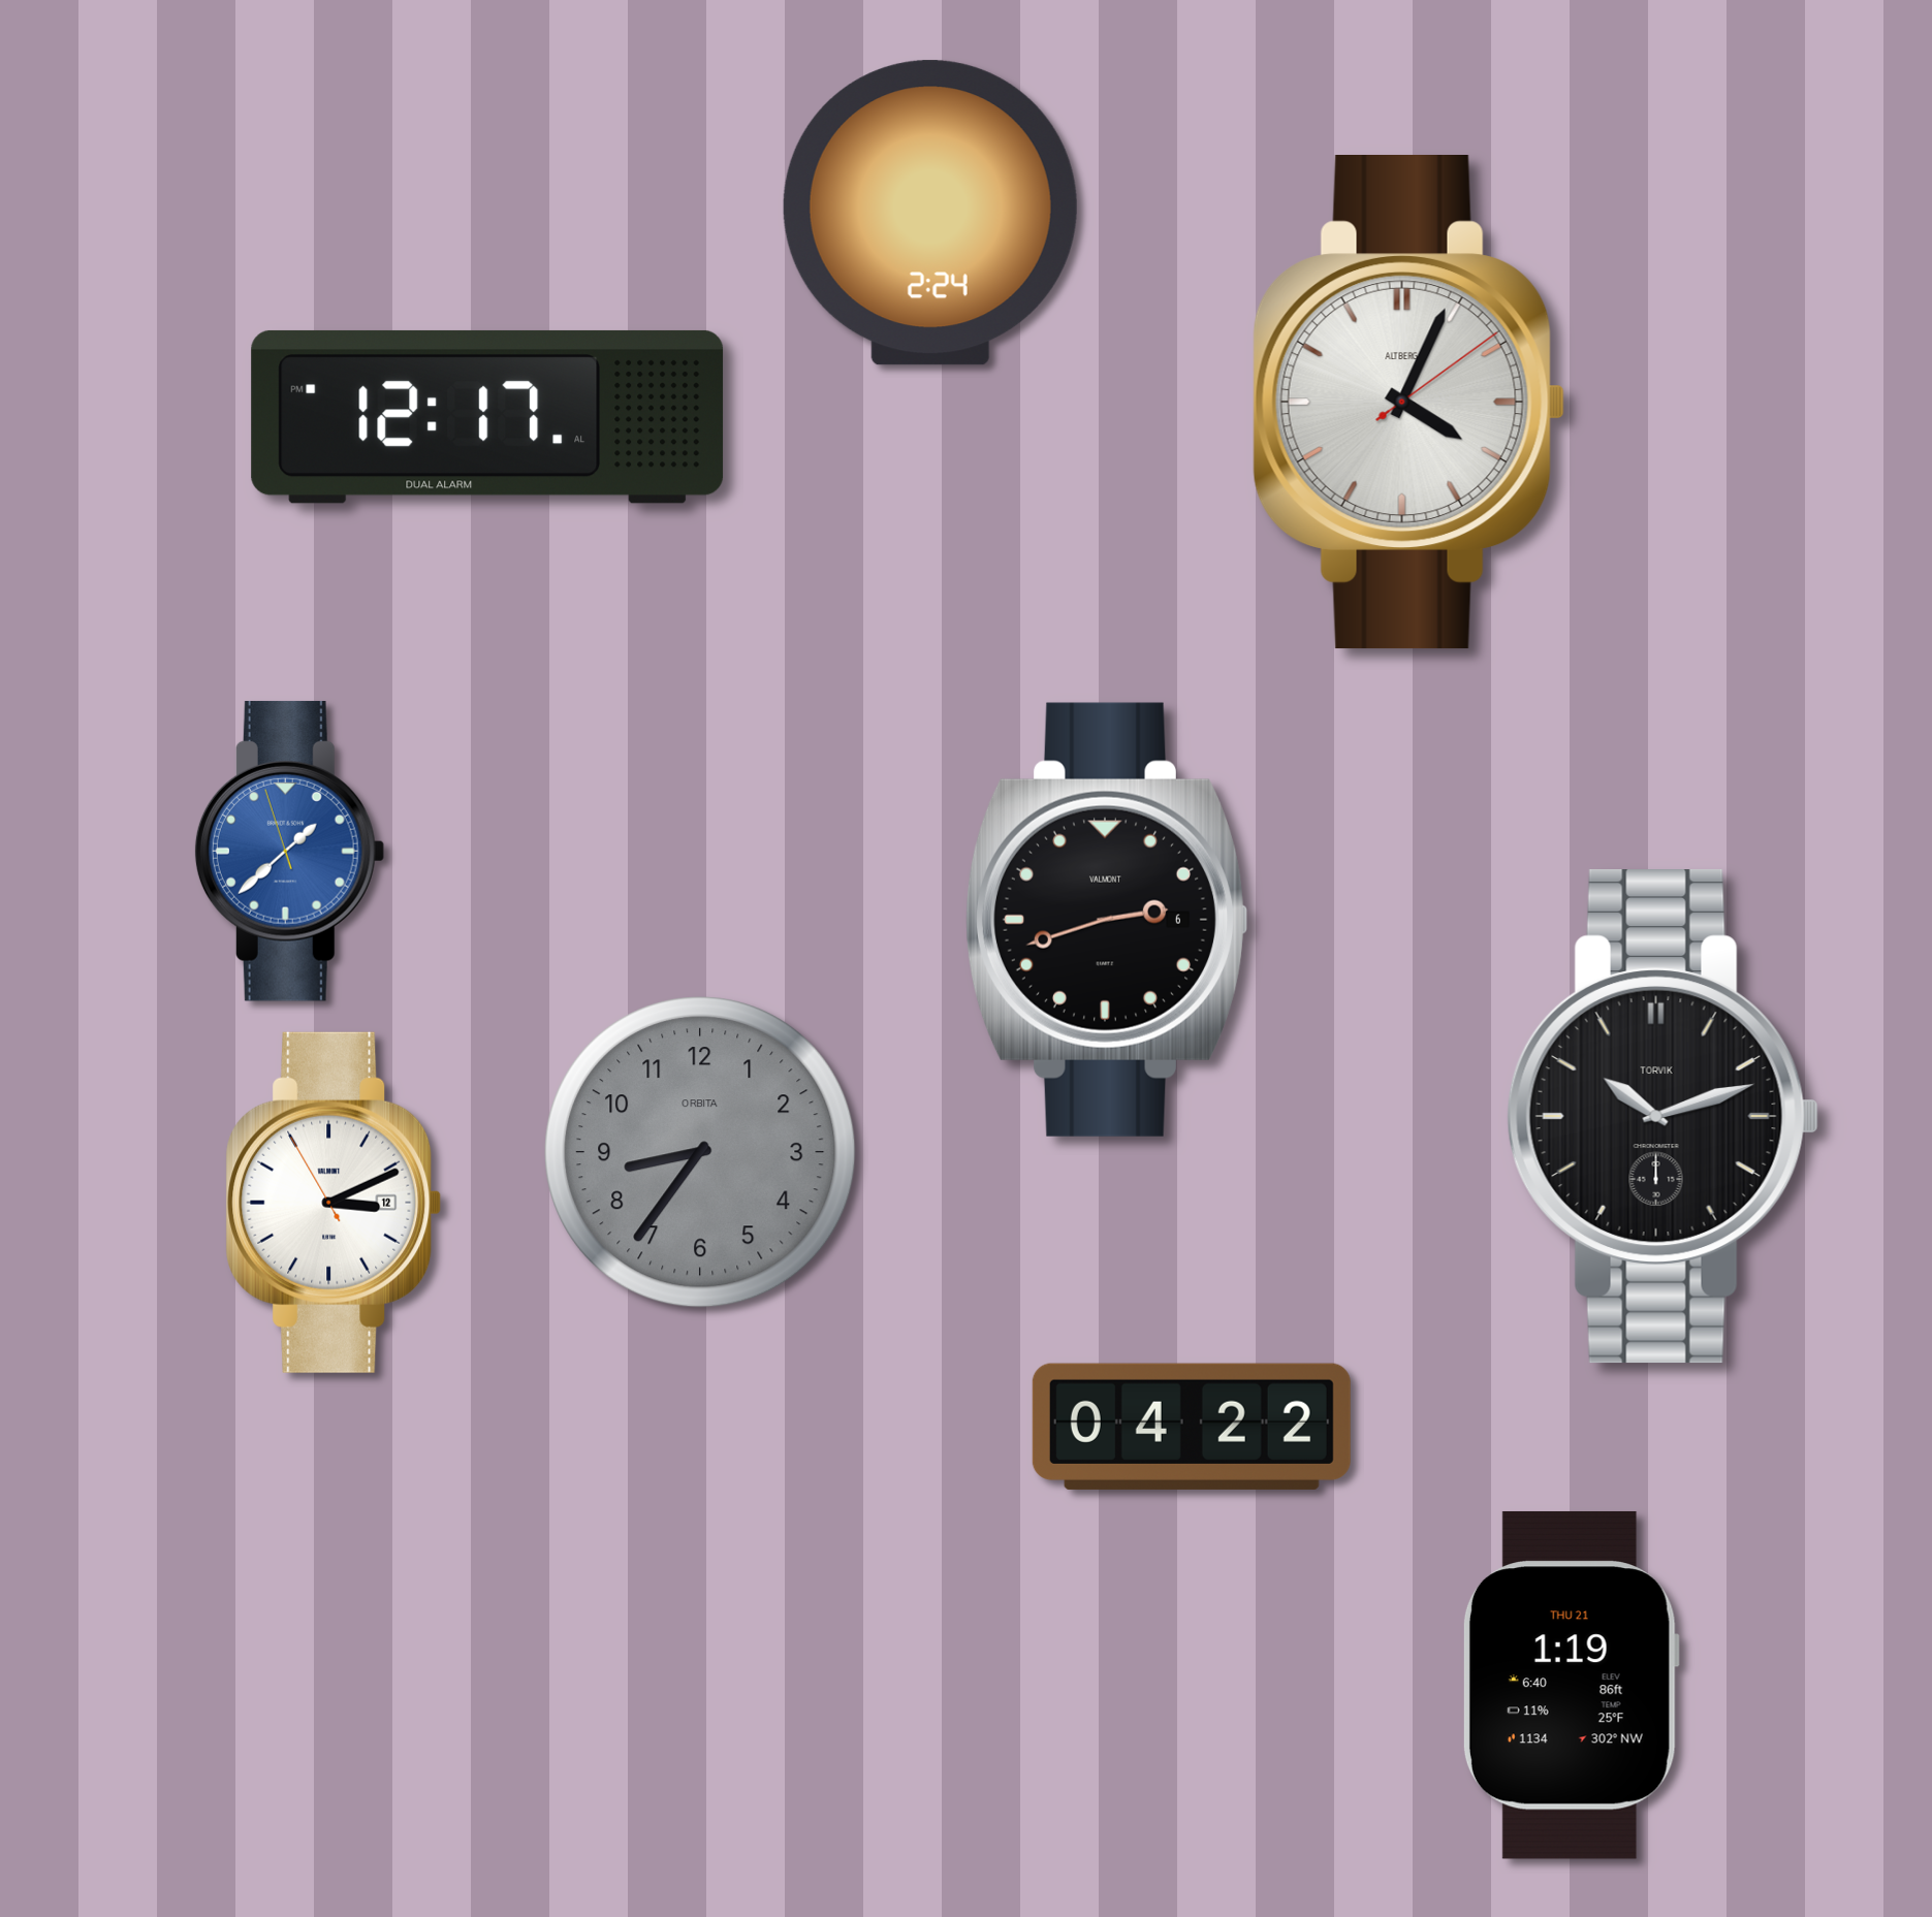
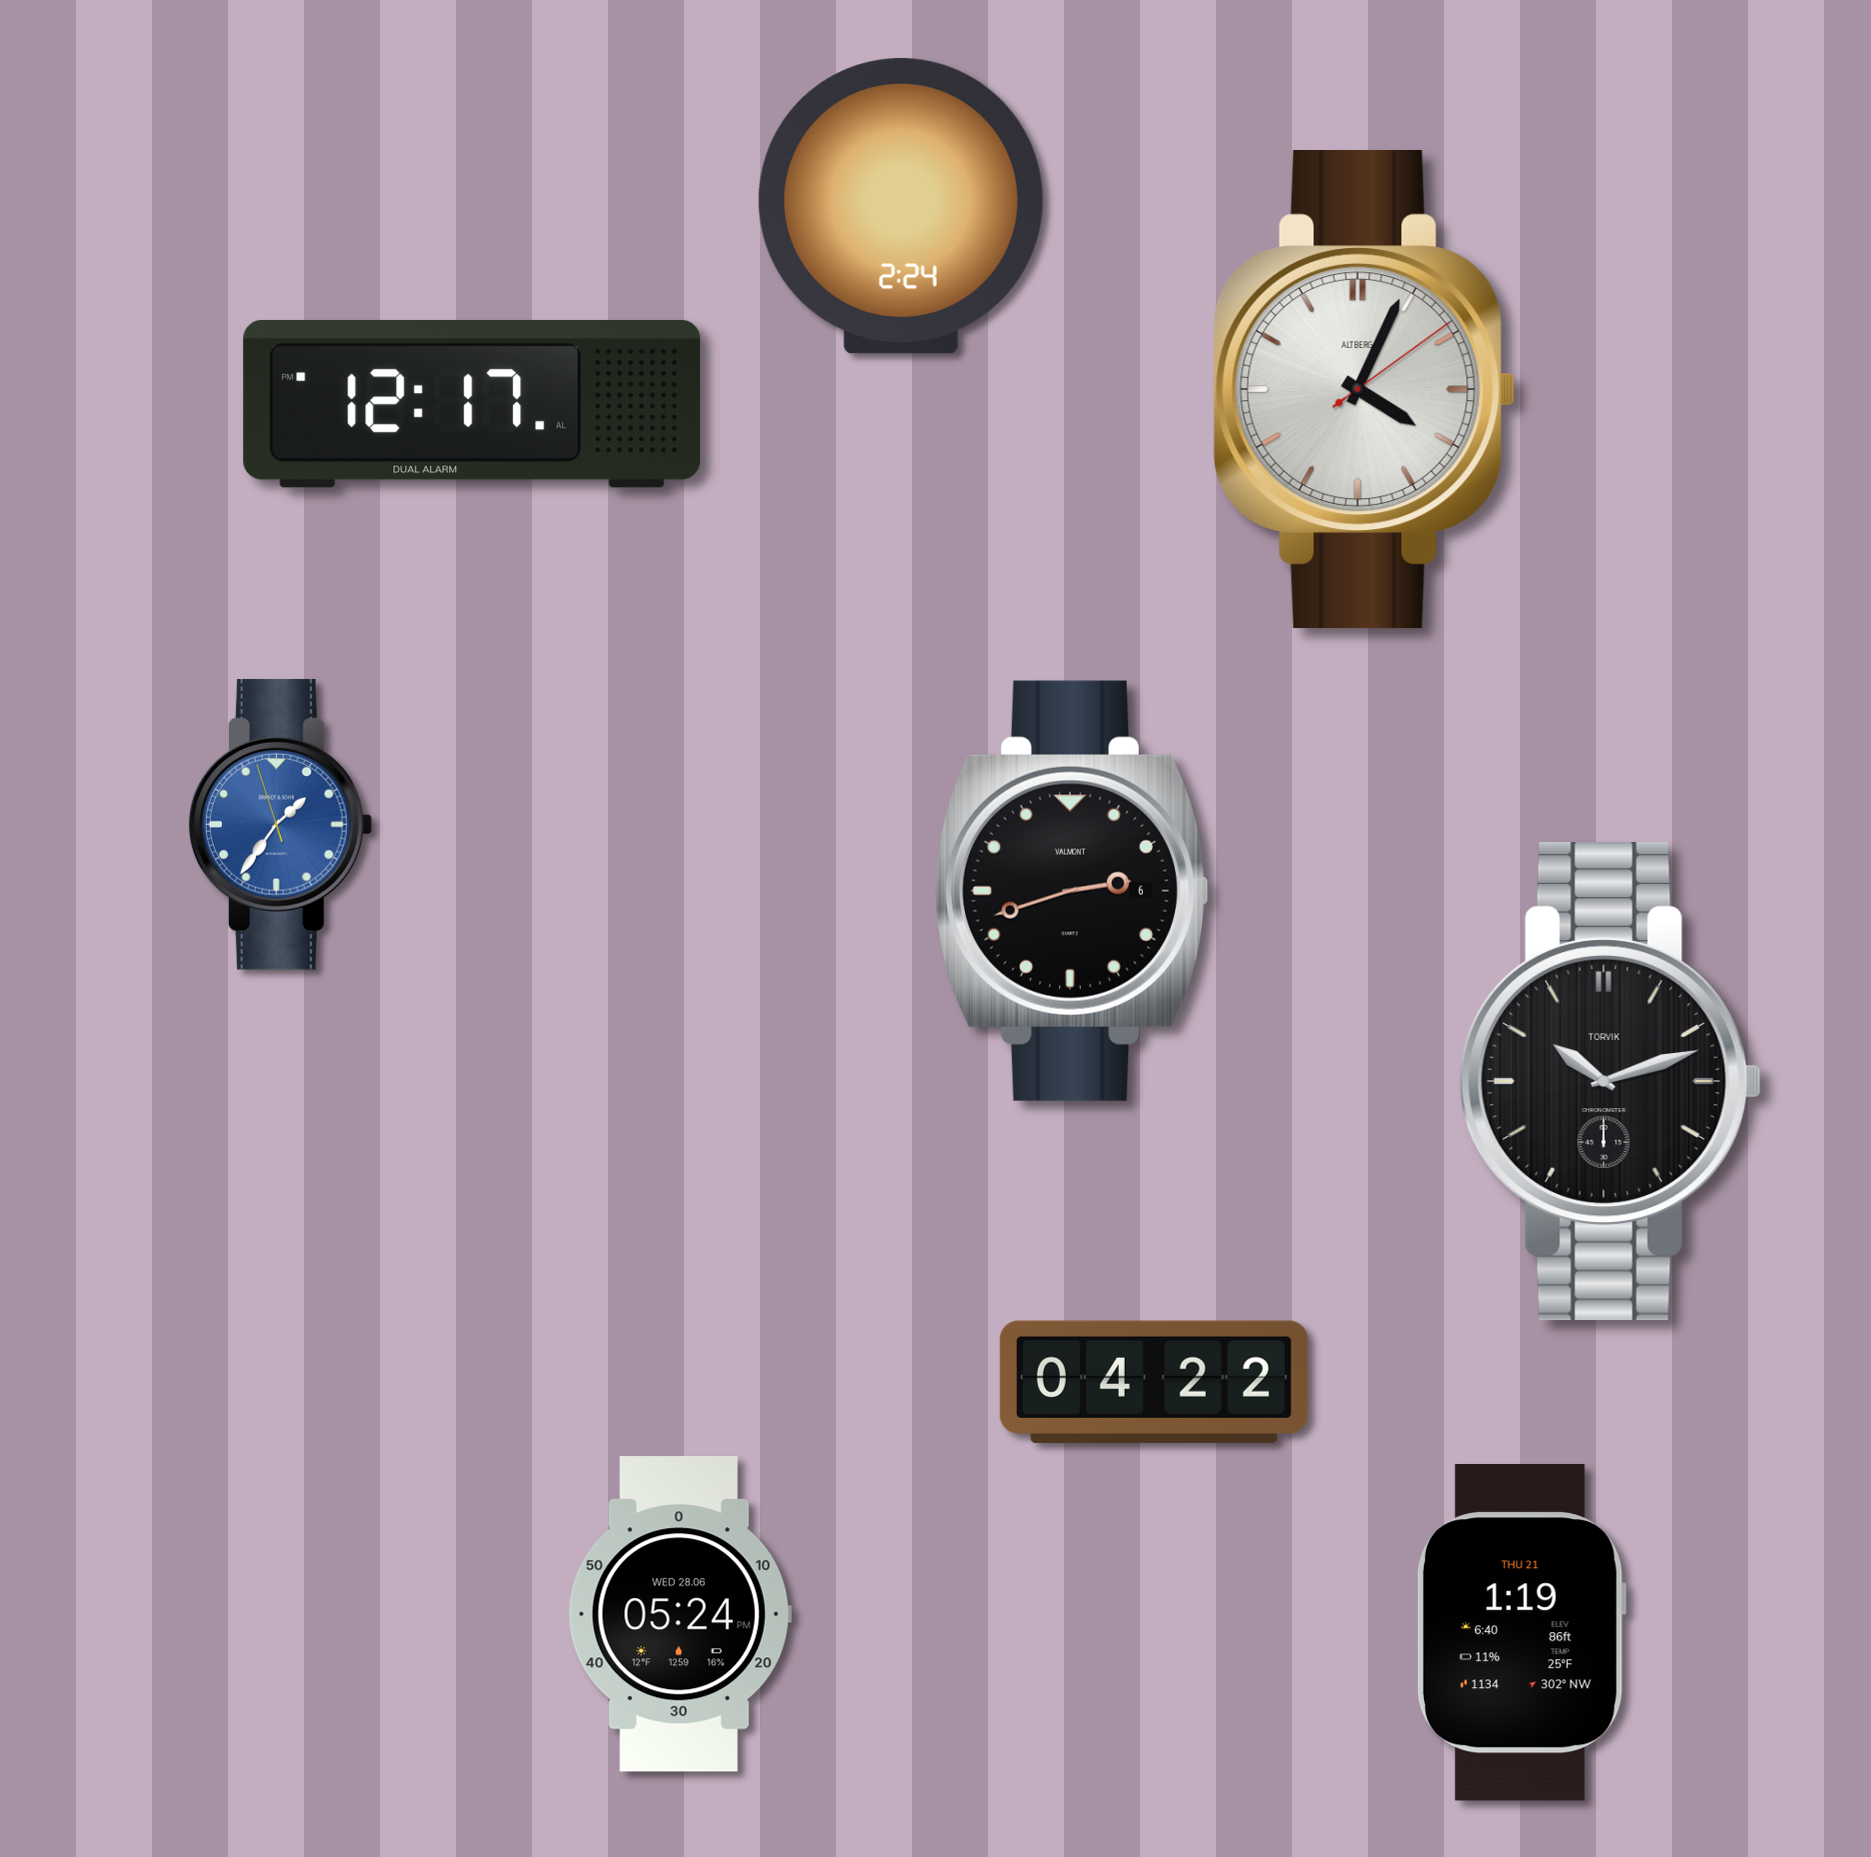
clock at (289, 851): 1:37 -> 1:35
clock at (700, 1152): 8:36 -> none
clock at (334, 1203): 3:10 -> none
clock at (680, 1614): none -> 05:24
